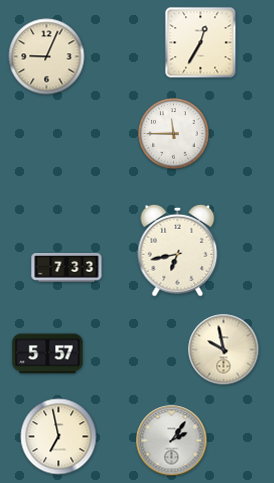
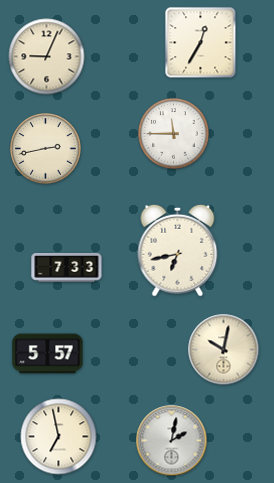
clock at (46, 149): none -> 2:43
clock at (224, 350): 9:58 -> 10:02
clock at (172, 441): 2:06 -> 2:02
